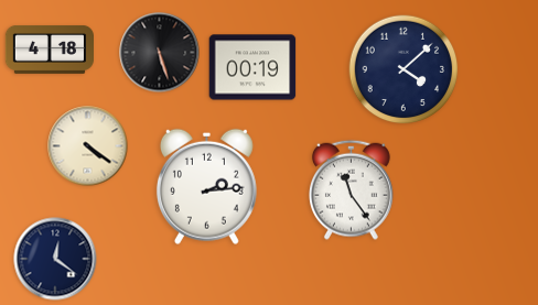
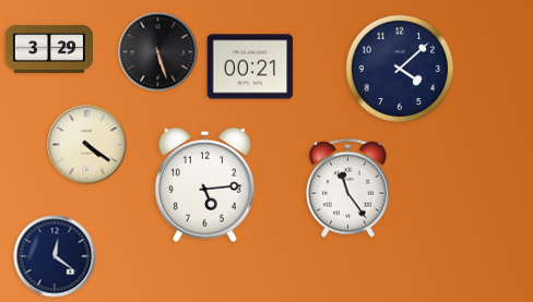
clock at (49, 51): 4:18 -> 3:29
clock at (252, 67): 00:19 -> 00:21
clock at (206, 186): 2:14 -> 5:14
